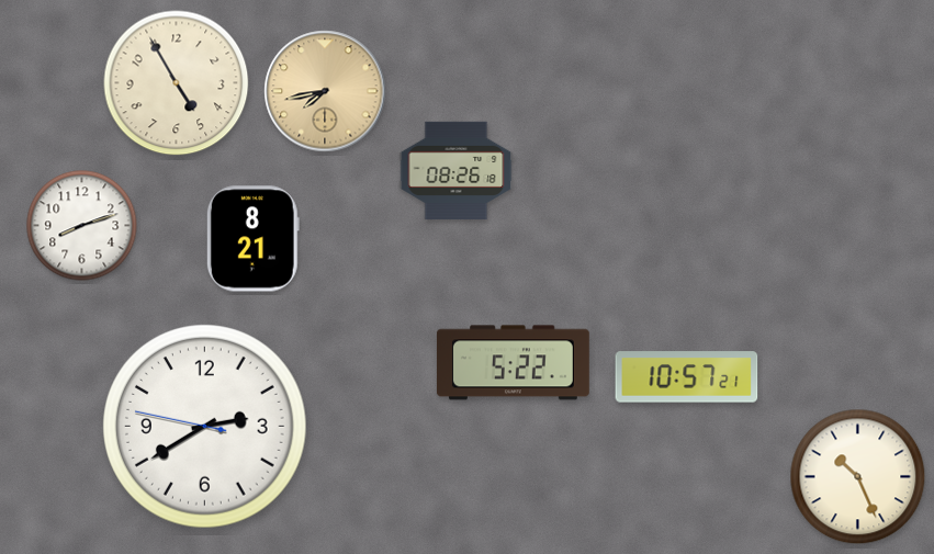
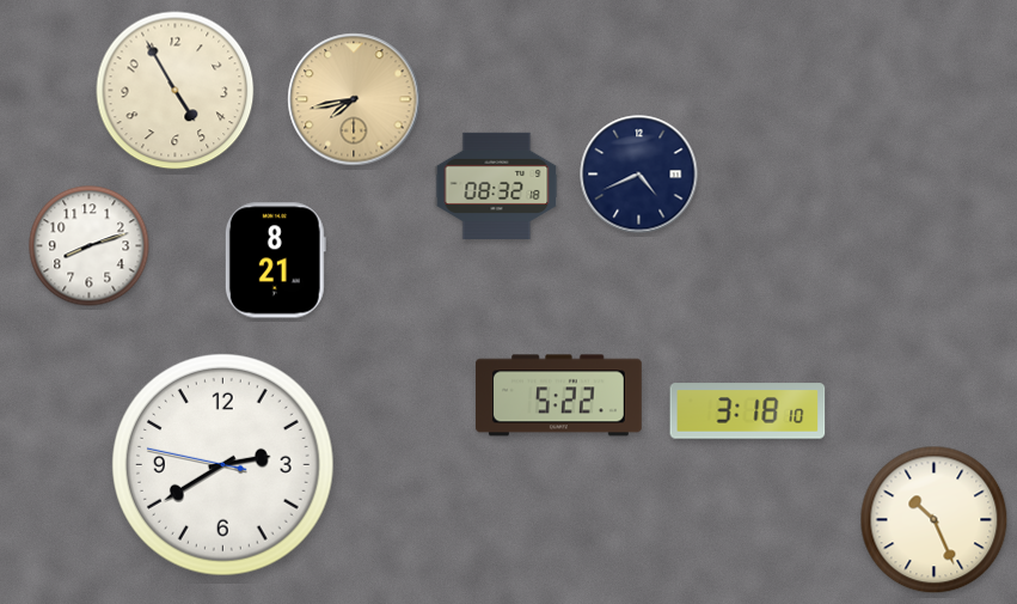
clock at (177, 83) position: (177, 83) -> (176, 91)
clock at (639, 175): none -> 4:41
clock at (457, 170): 08:26 -> 08:32
clock at (687, 377): 10:57 -> 3:18
